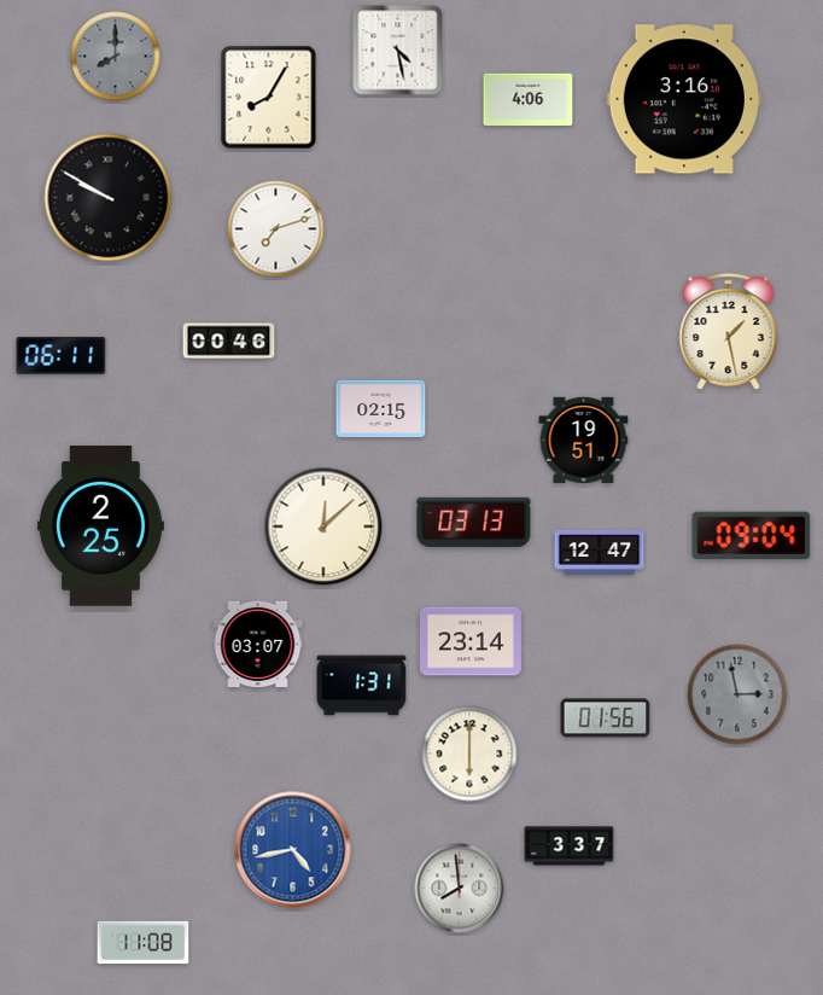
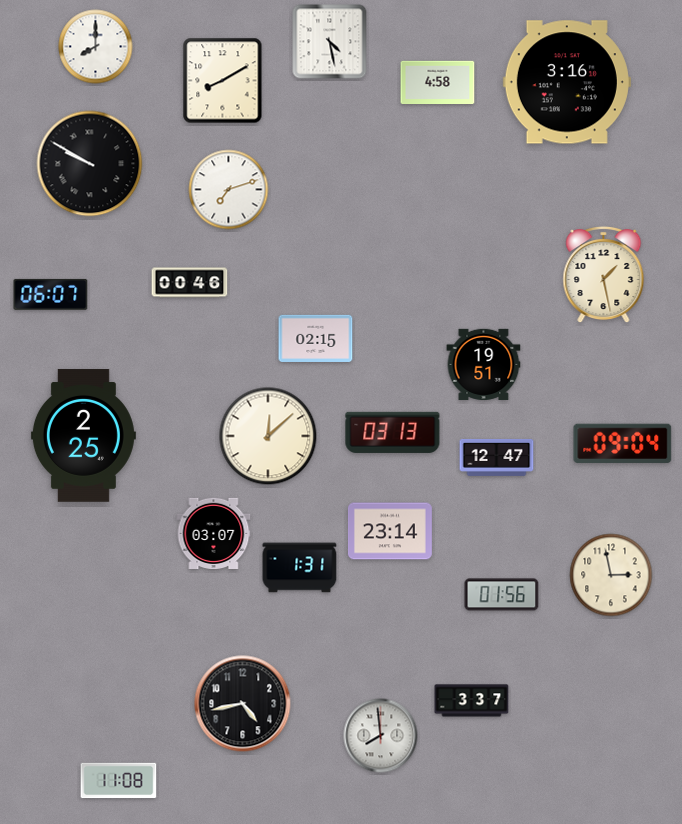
clock at (116, 57) dial: grey -> white
clock at (269, 98): 8:05 -> 8:10
clock at (529, 100): 4:06 -> 4:58
clock at (62, 355): 06:11 -> 06:07
clock at (737, 694) dial: grey -> cream
clock at (469, 753): 6:00 -> none
clock at (293, 850) dial: blue -> black
